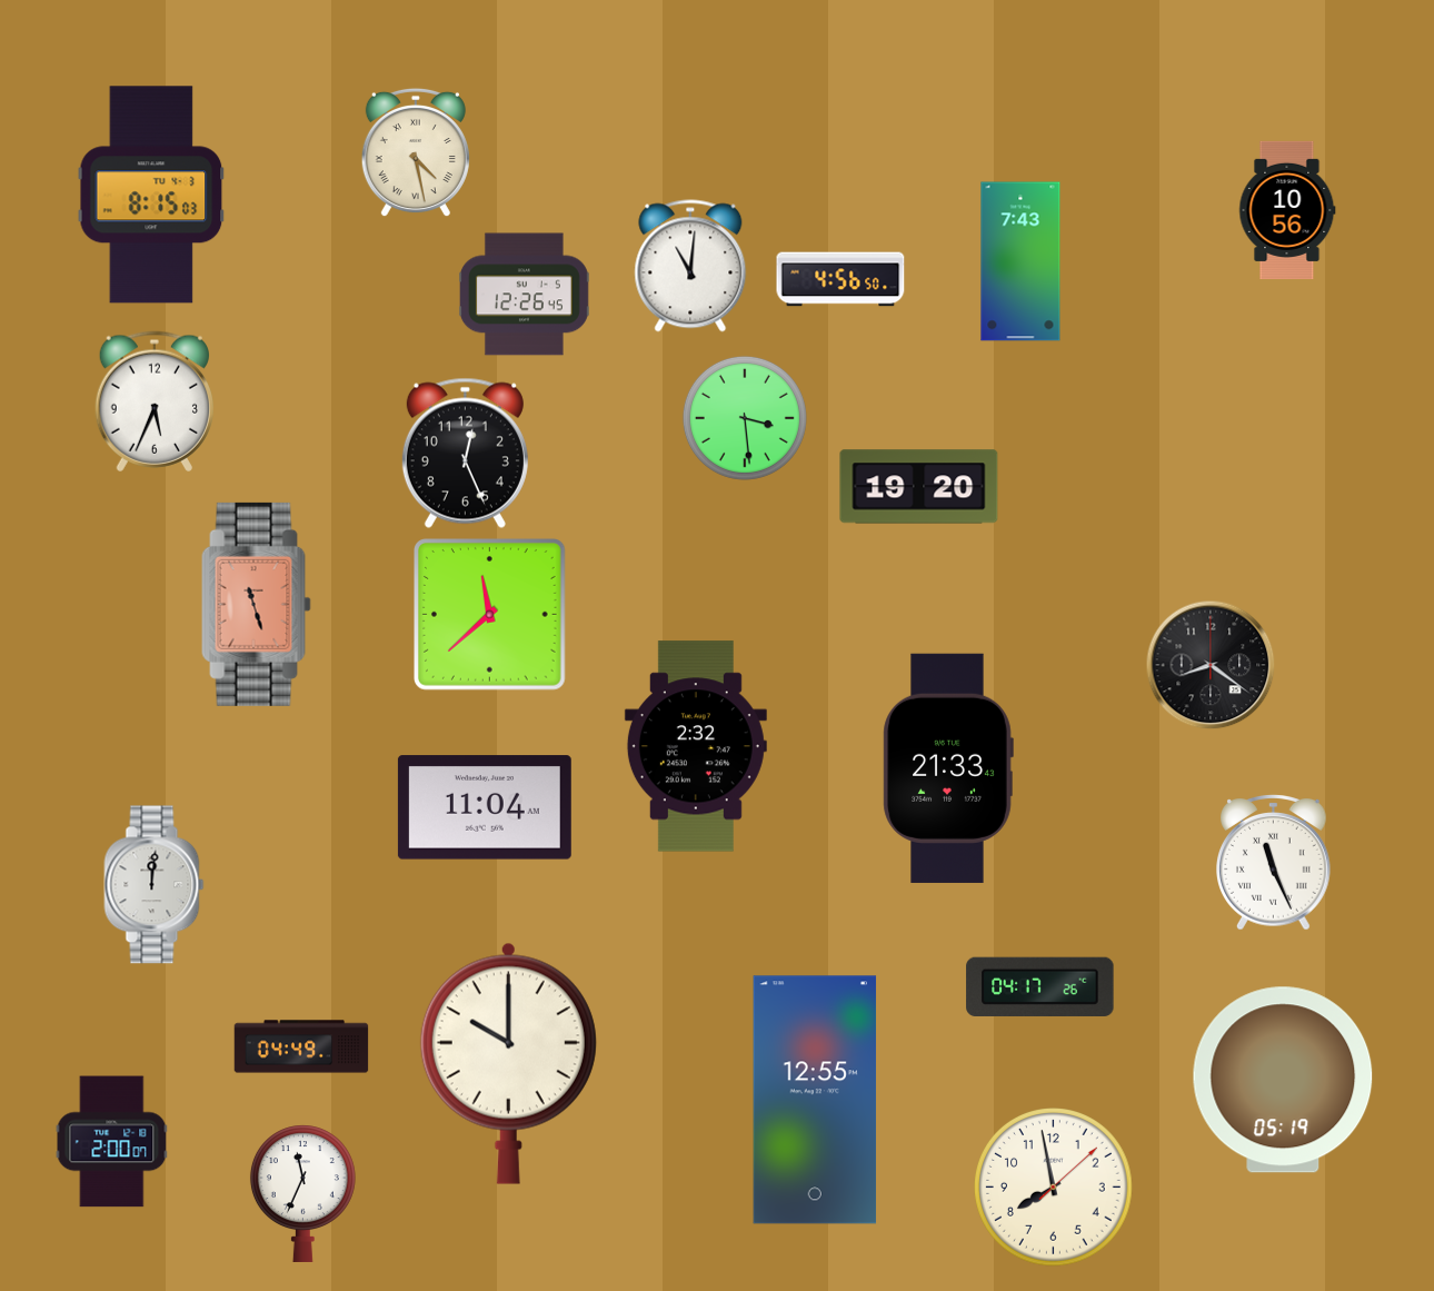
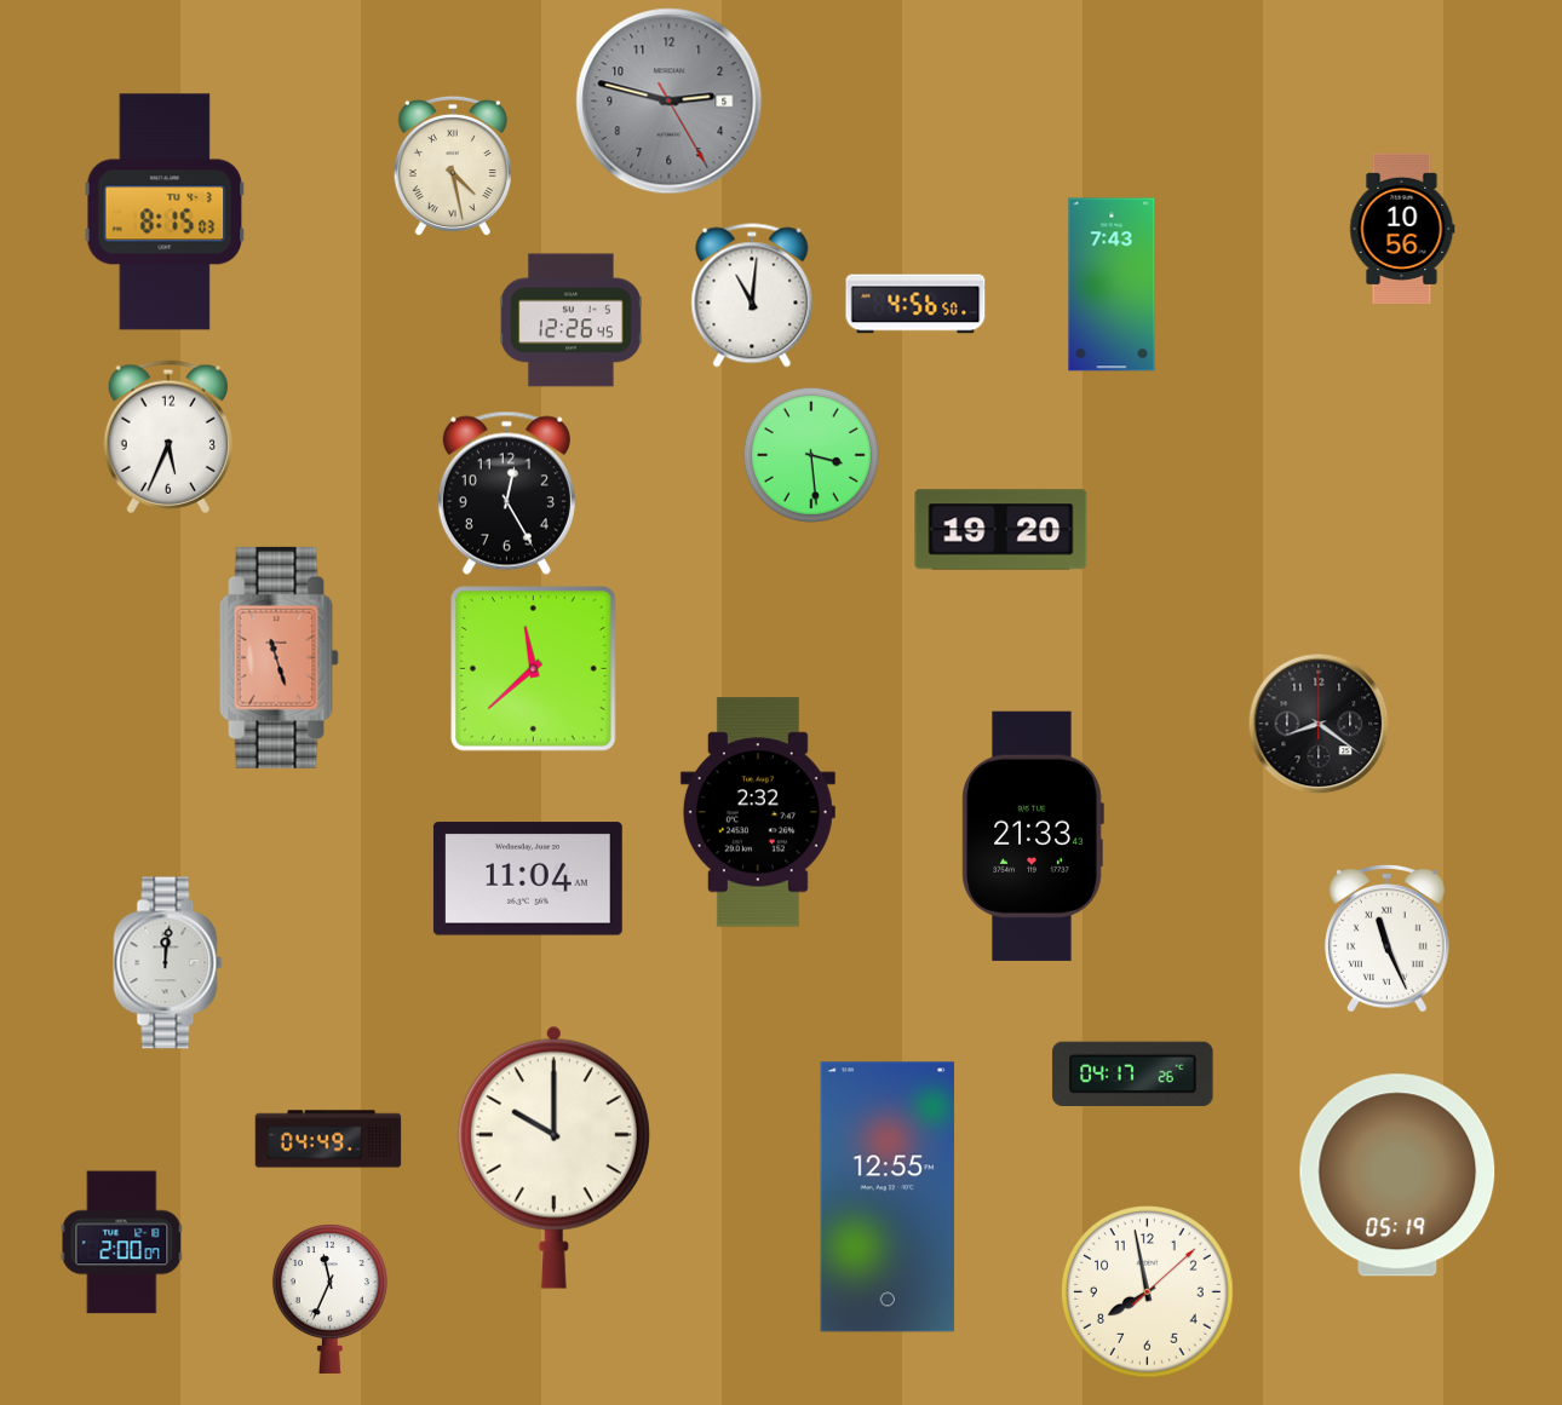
clock at (670, 102): none -> 2:47
clock at (690, 266) position: (690, 266) -> (752, 295)
clock at (465, 453): 12:26 -> 12:25
